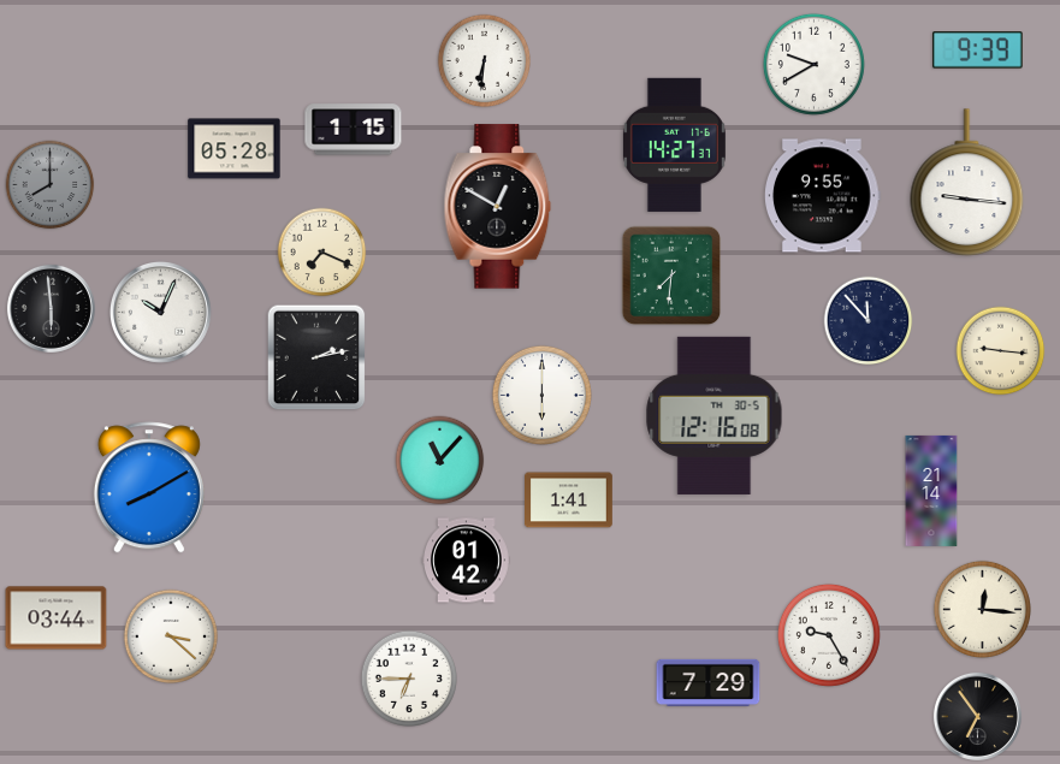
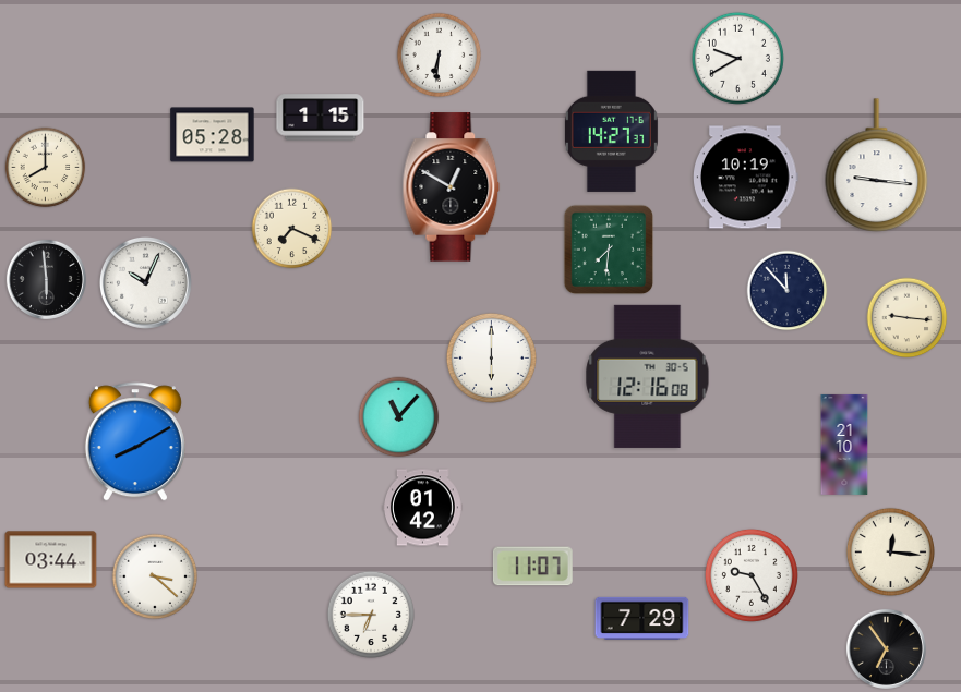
clock at (978, 51): 9:39 -> none
clock at (51, 185) dial: grey -> cream
clock at (823, 196): 9:55 -> 10:19
clock at (316, 357): 2:13 -> none
clock at (931, 491): 21:14 -> 21:10
clock at (569, 501): 1:41 -> none
clock at (532, 567): none -> 11:07
